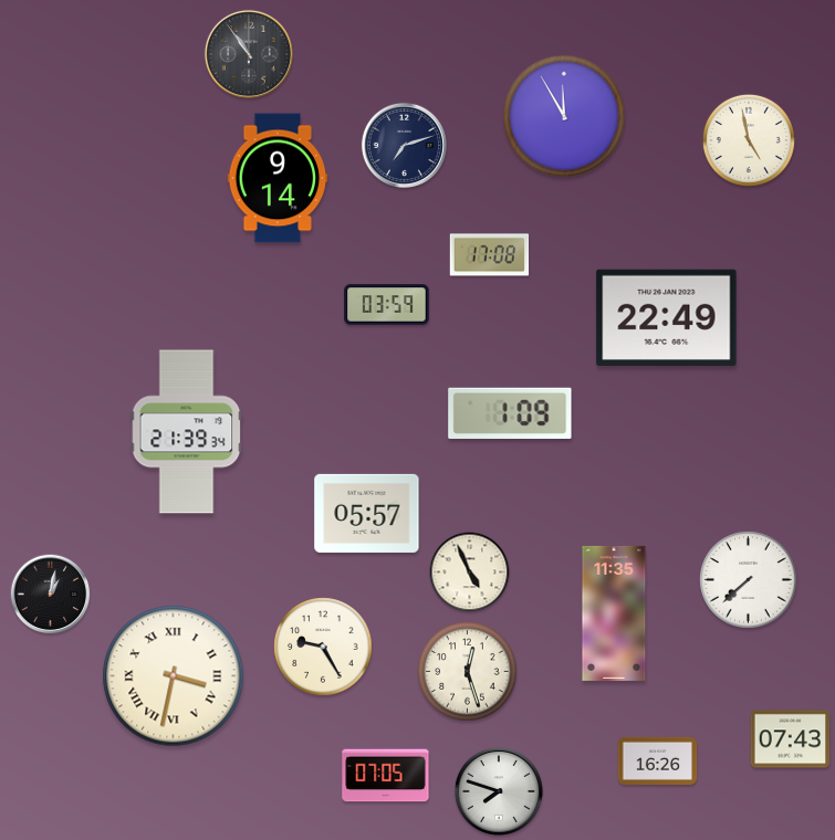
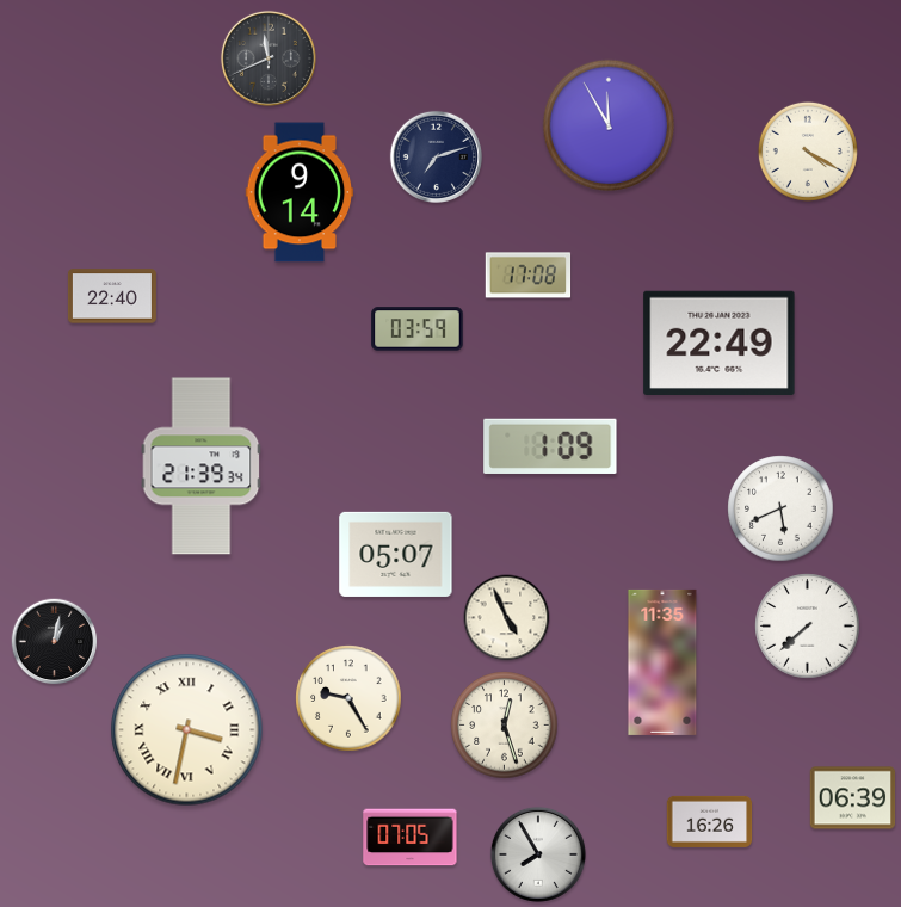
clock at (249, 54): 10:54 -> 11:41
clock at (749, 140): 4:58 -> 4:20
clock at (112, 296): none -> 22:40
clock at (780, 508): none -> 5:41
clock at (367, 513): 05:57 -> 05:07
clock at (791, 739): 07:43 -> 06:39
clock at (386, 776) position: (386, 776) -> (411, 838)
clock at (499, 791): 7:48 -> 7:55
